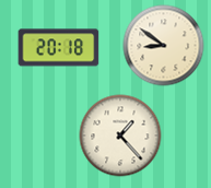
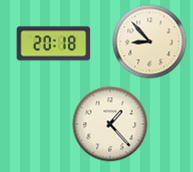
clock at (164, 46): 8:51 -> 8:53
